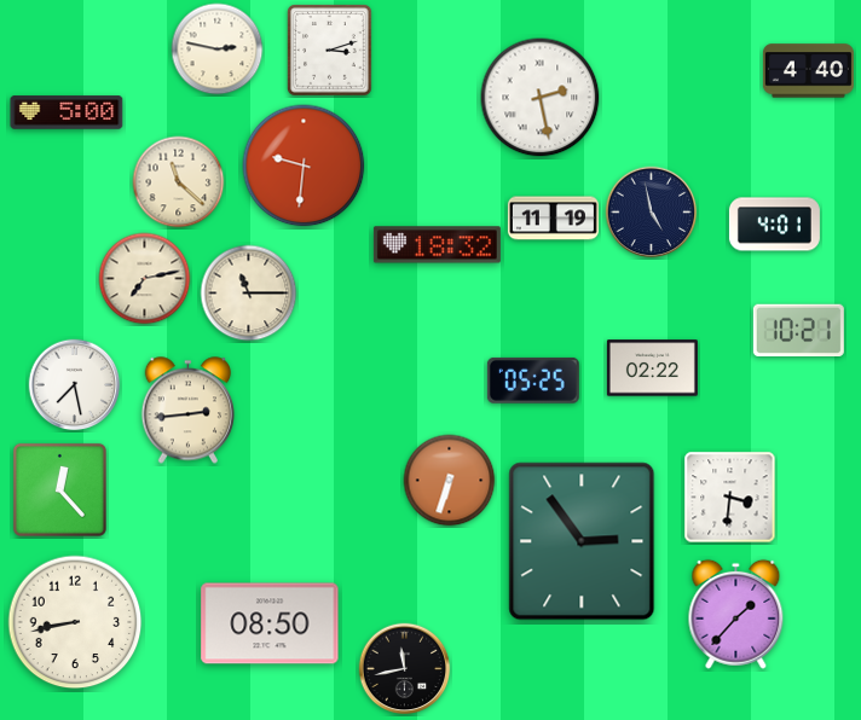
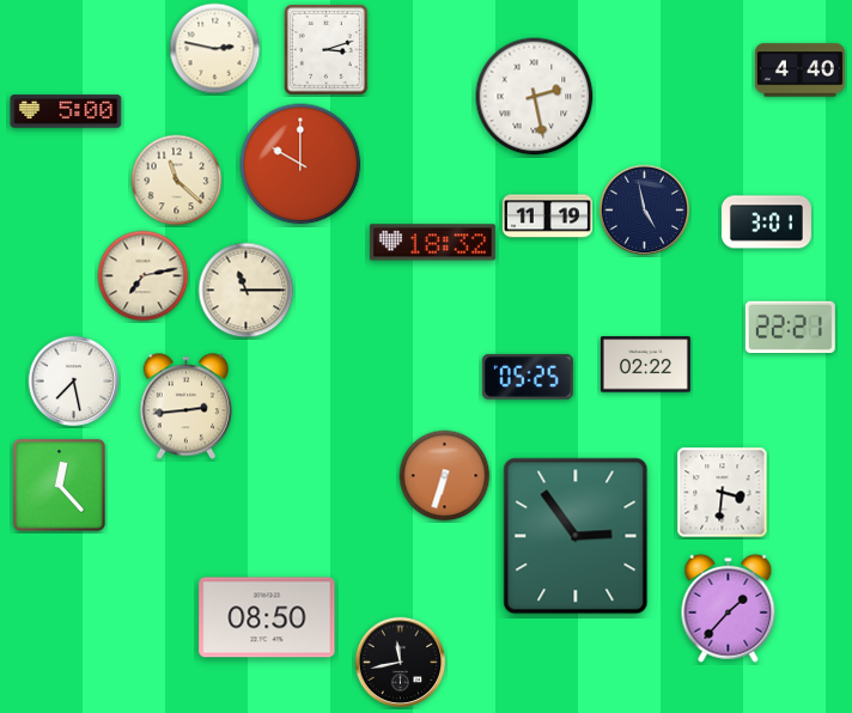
clock at (304, 166): 9:31 -> 10:00
clock at (774, 225): 4:01 -> 3:01
clock at (798, 330): 10:21 -> 22:21
clock at (75, 622): 8:43 -> none
